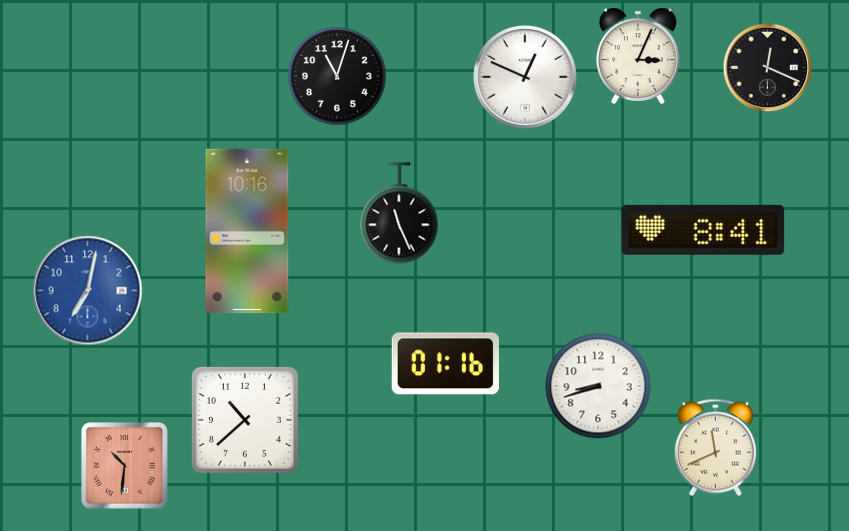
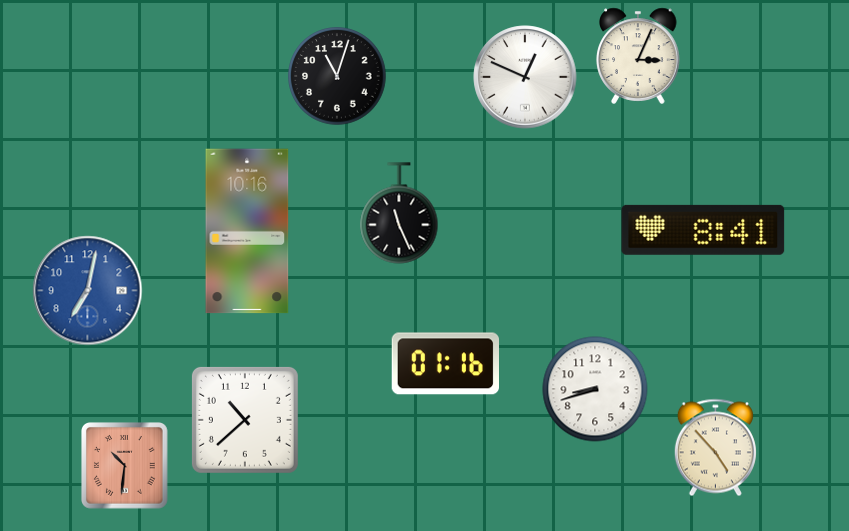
clock at (768, 68): 12:19 -> none
clock at (598, 386) position: (598, 386) -> (595, 389)
clock at (715, 448): 11:41 -> 4:53
